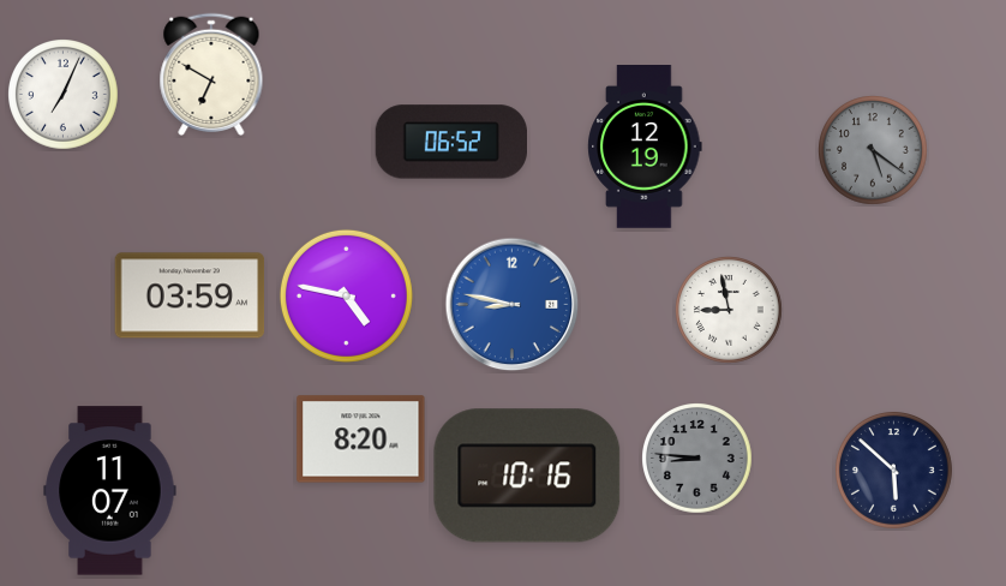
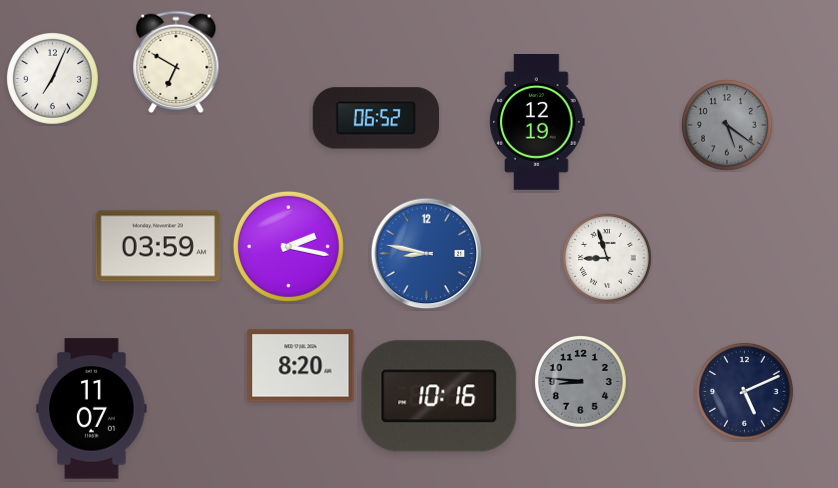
clock at (346, 295): 4:47 -> 2:17
clock at (730, 311): 8:58 -> 8:57
clock at (893, 470): 5:52 -> 5:11
